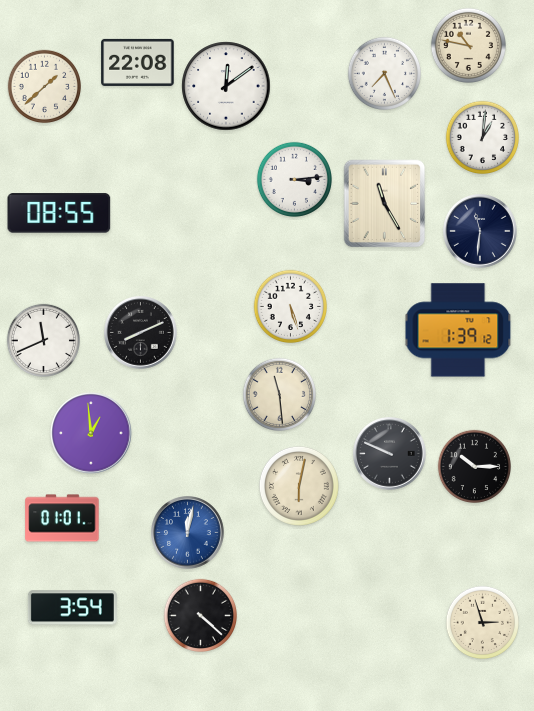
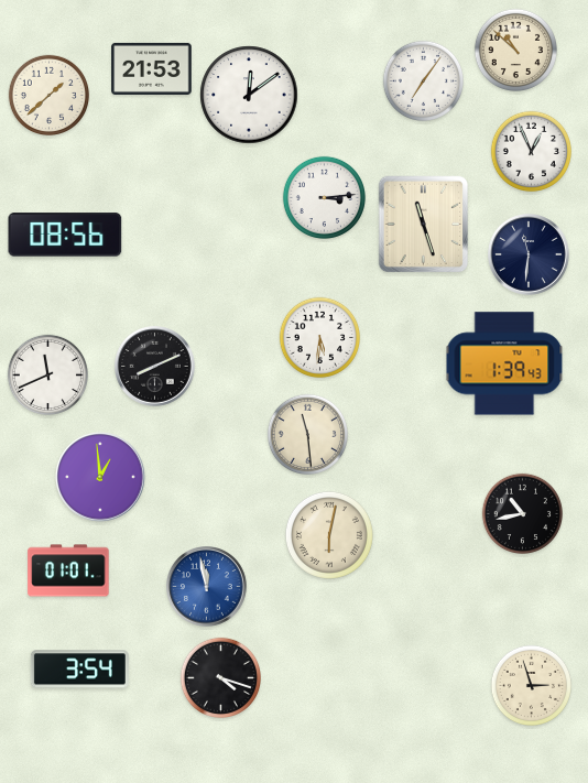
clock at (468, 45): 10:47 -> 10:52
clock at (138, 62): 22:08 -> 21:53
clock at (384, 73): 7:26 -> 7:06
clock at (482, 137): 1:01 -> 12:56
clock at (385, 204): 11:25 -> 11:27
clock at (59, 213): 08:55 -> 08:56
clock at (290, 306): 5:27 -> 5:31
clock at (458, 330): 1:39:12 -> 1:39:43
clock at (390, 454): 9:49 -> none
clock at (474, 466): 10:15 -> 10:43
clock at (188, 533): 12:02 -> 11:58
clock at (200, 615): 4:22 -> 4:18
